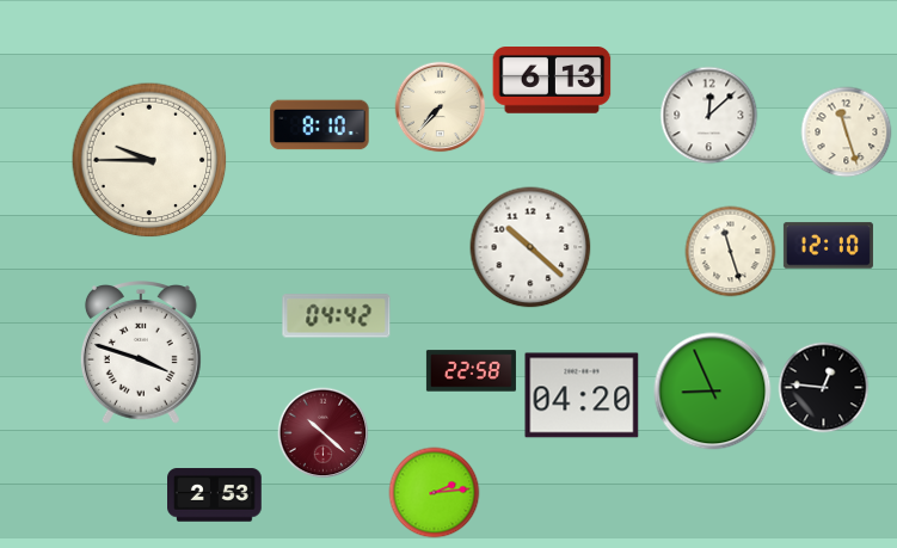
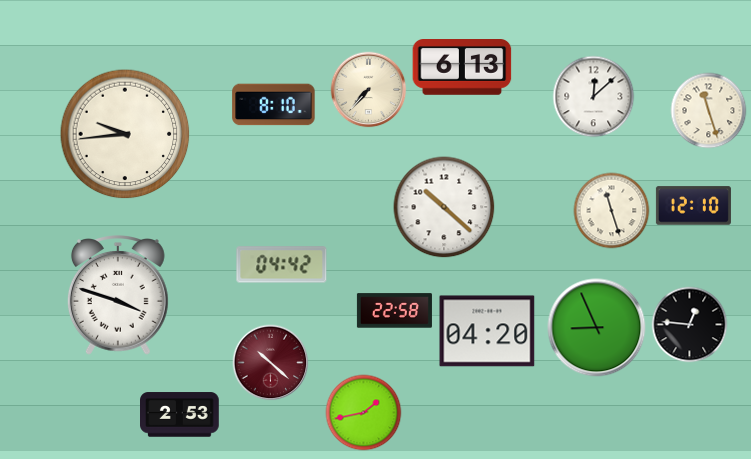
clock at (320, 125) position: (320, 125) -> (274, 105)
clock at (149, 160): 9:45 -> 9:44
clock at (435, 493): 2:14 -> 1:43
